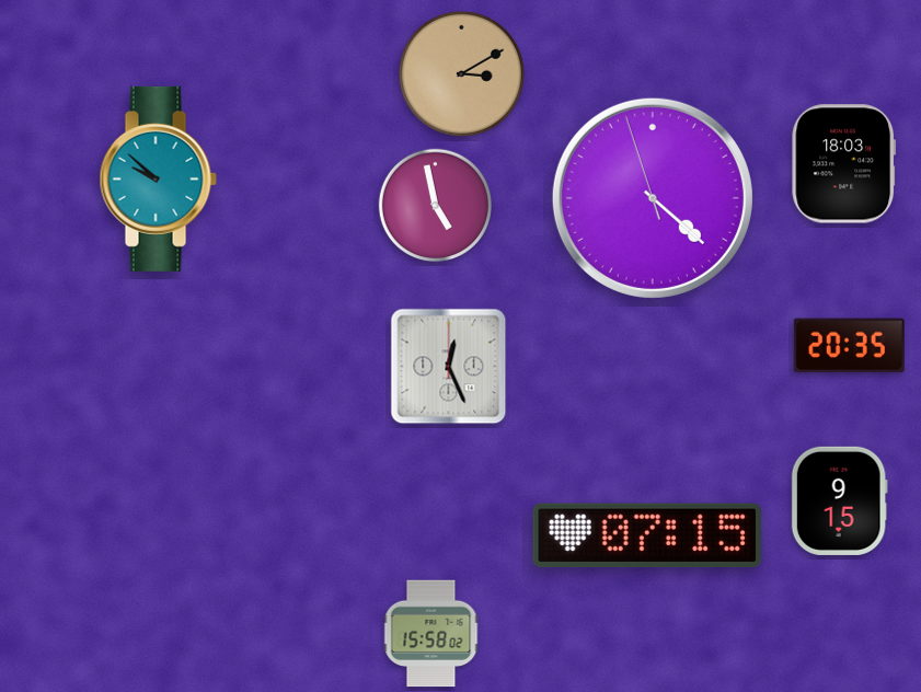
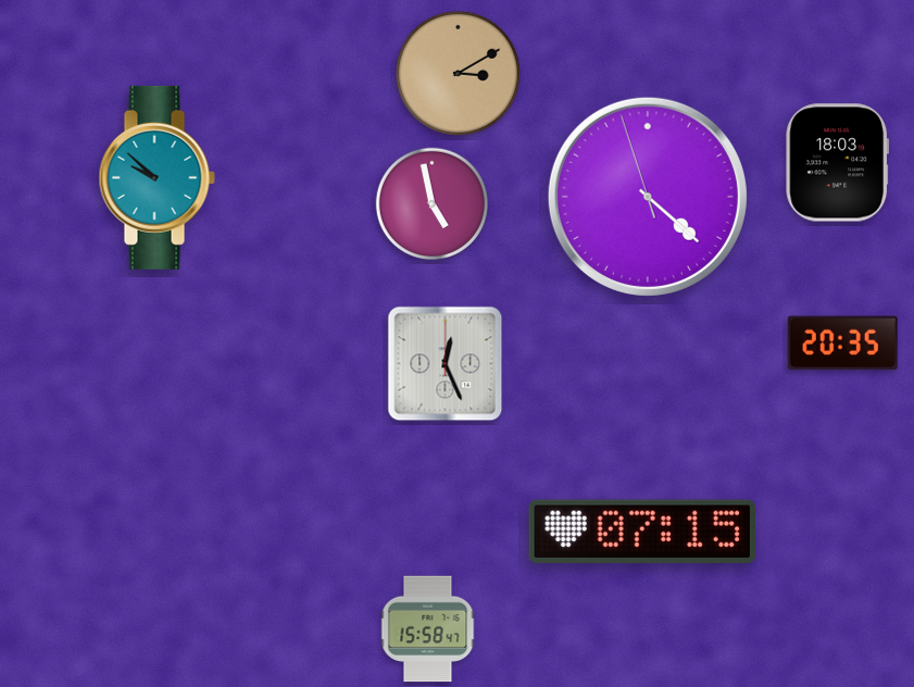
clock at (839, 500): 9:15 -> none
clock at (431, 634): 15:58:02 -> 15:58:47
